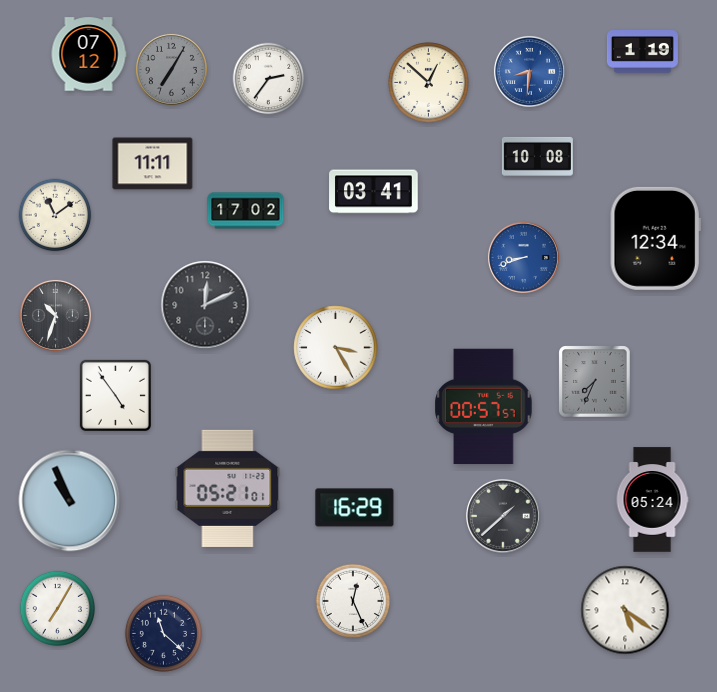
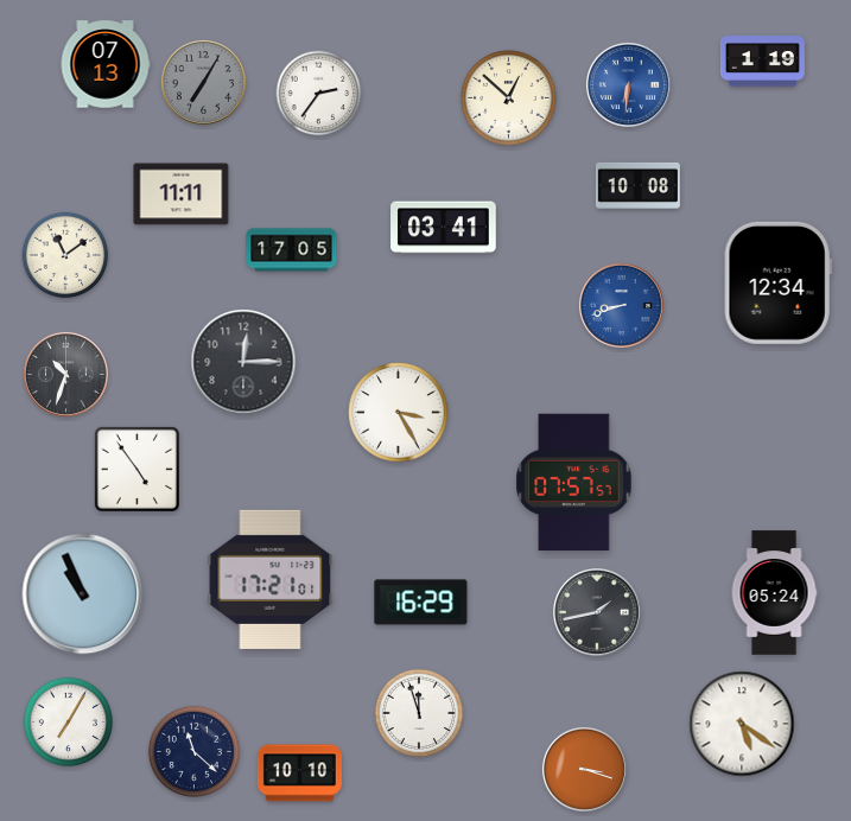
clock at (89, 54): 07:12 -> 07:13
clock at (529, 71): 8:31 -> 6:31
clock at (246, 211): 17:02 -> 17:05
clock at (205, 305): 12:11 -> 12:15
clock at (595, 382): 7:34 -> none
clock at (484, 407): 00:57 -> 07:57
clock at (228, 488): 05:21 -> 17:21
clock at (503, 516): 1:38 -> 1:43
clock at (353, 601): 12:26 -> 11:57
clock at (584, 769): none -> 3:18
clock at (299, 774): none -> 10:10
